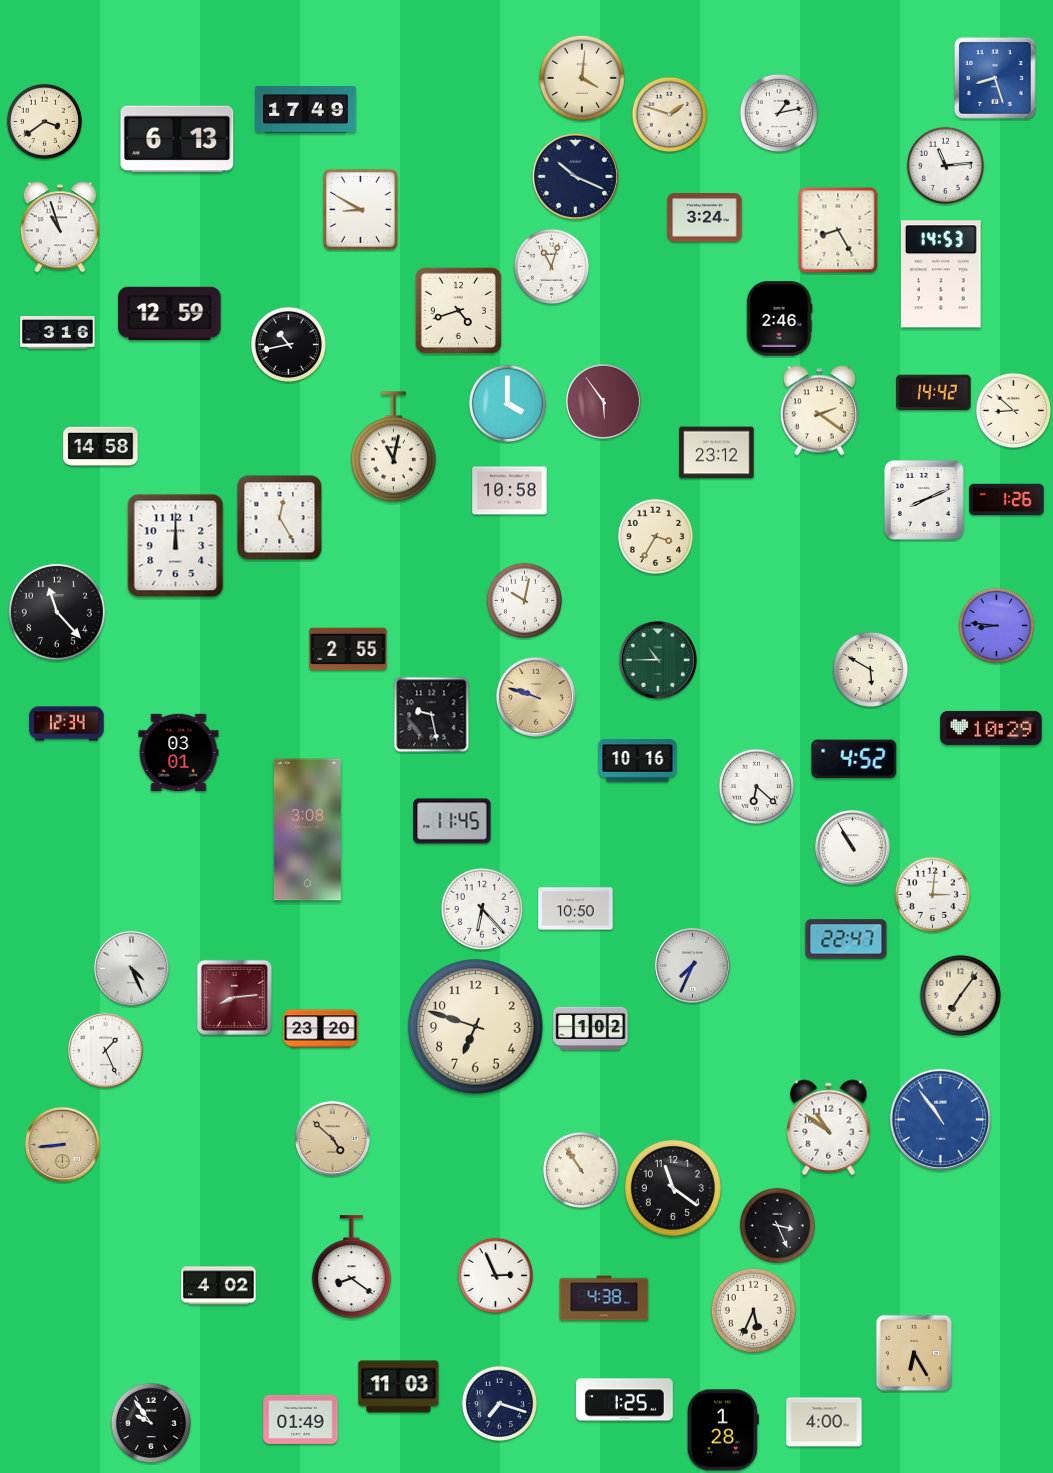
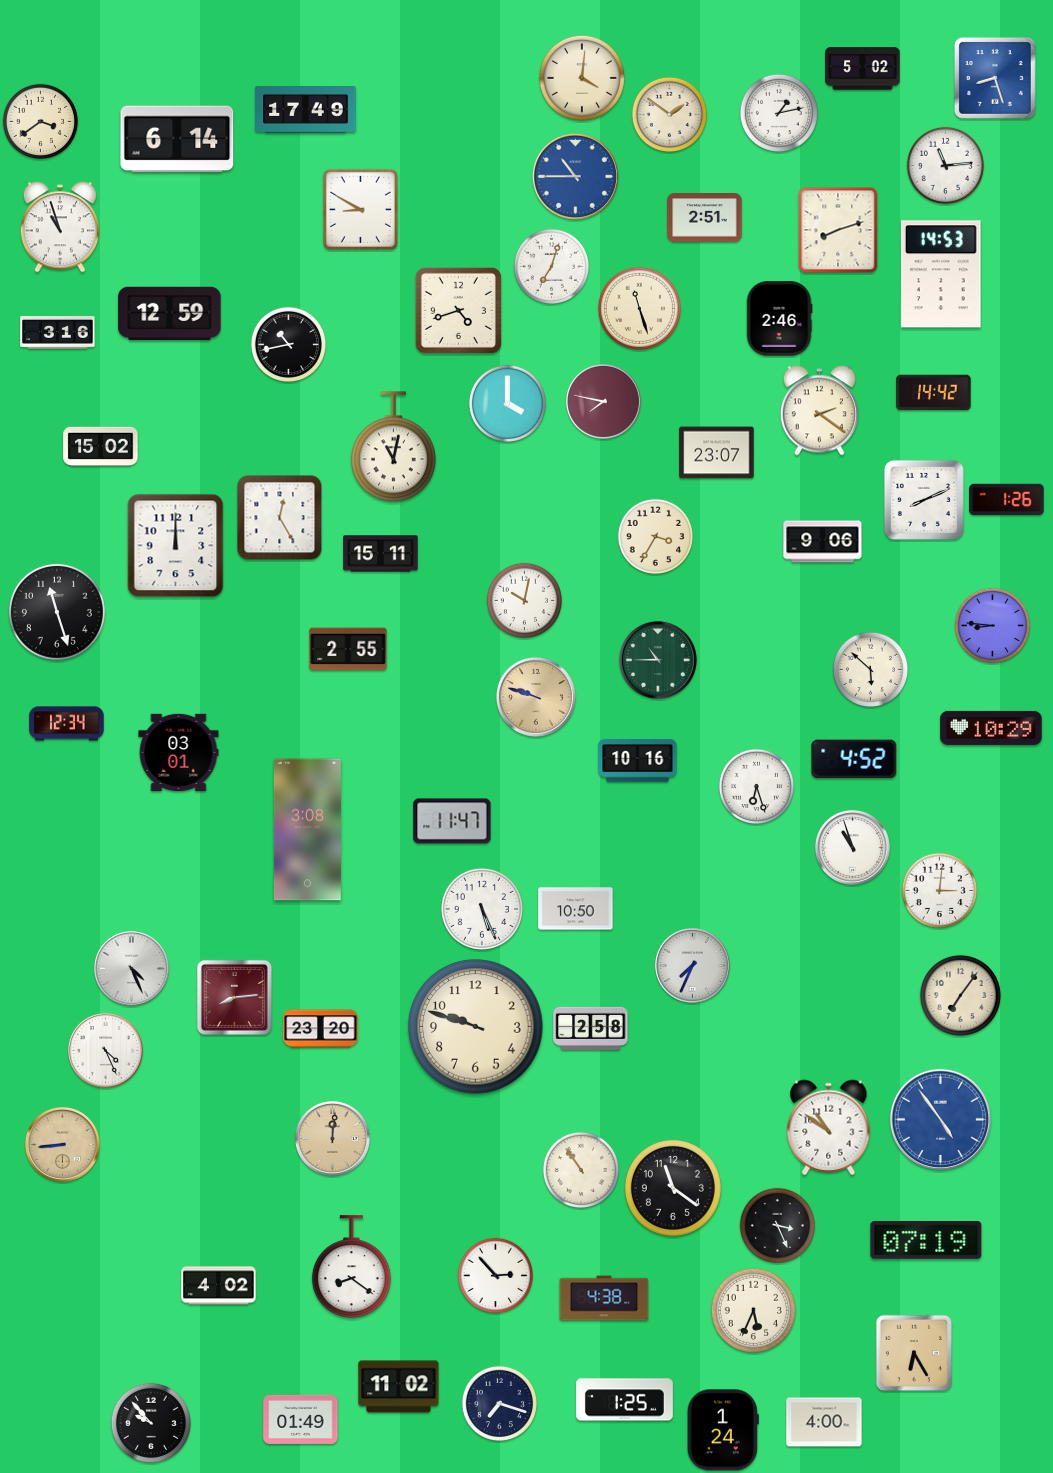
clock at (863, 69): none -> 5:02
clock at (669, 114): 1:48 -> 1:51
clock at (44, 121) position: (44, 121) -> (40, 121)
clock at (177, 139): 6:13 -> 6:14
clock at (575, 176): 10:19 -> 10:45
clock at (575, 176) dial: navy -> blue
clock at (705, 218): 3:24 -> 2:51
clock at (838, 230): 8:25 -> 8:12
clock at (551, 266): 11:03 -> 7:03
clock at (639, 308): none -> 11:27
clock at (604, 402): 5:54 -> 7:47
clock at (1013, 410): 8:52 -> none
clock at (101, 447): 14:58 -> 15:02
clock at (717, 453): 23:12 -> 23:07
clock at (510, 491): 10:58 -> none
clock at (823, 542): none -> 9:06
clock at (381, 554): none -> 15:11
clock at (57, 612): 11:23 -> 11:27
clock at (996, 625) position: (996, 625) -> (992, 625)
clock at (870, 669): 5:50 -> 5:52
clock at (432, 715): 9:28 -> none
clock at (756, 786): 6:22 -> 6:27
clock at (452, 821): 11:45 -> 11:47
clock at (853, 848): 10:55 -> 10:57
clock at (932, 894) position: (932, 894) -> (939, 890)
clock at (482, 909): 6:23 -> 5:26
clock at (846, 939): 22:47 -> none
clock at (476, 1027): 6:48 -> 9:48
clock at (591, 1028): 1:02 -> 2:58
clock at (106, 1051): 1:26 -> 4:26
clock at (940, 1119): 10:54 -> 4:54
clock at (333, 1139): 4:52 -> 12:01
clock at (926, 1241): none -> 07:19
clock at (495, 1275): 2:56 -> 2:53
clock at (399, 1387): 11:03 -> 11:02
clock at (151, 1423): 9:54 -> 9:53
clock at (723, 1430): 1:28 -> 1:24
